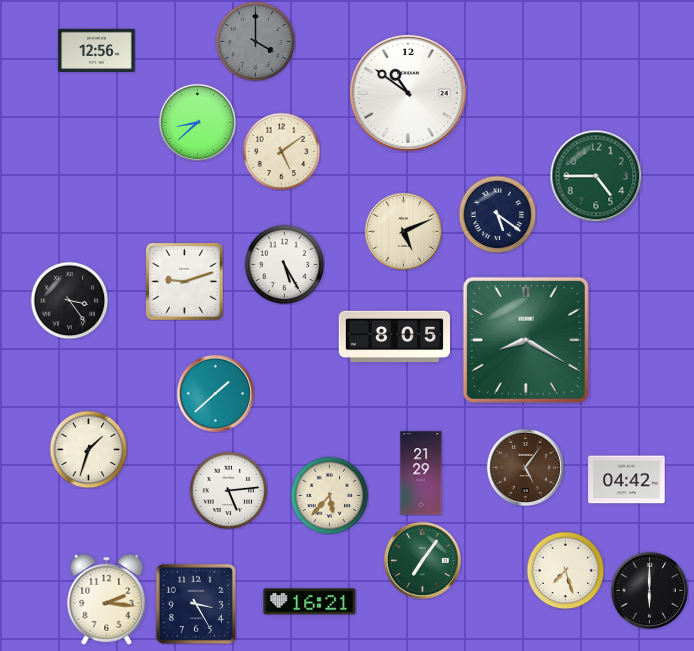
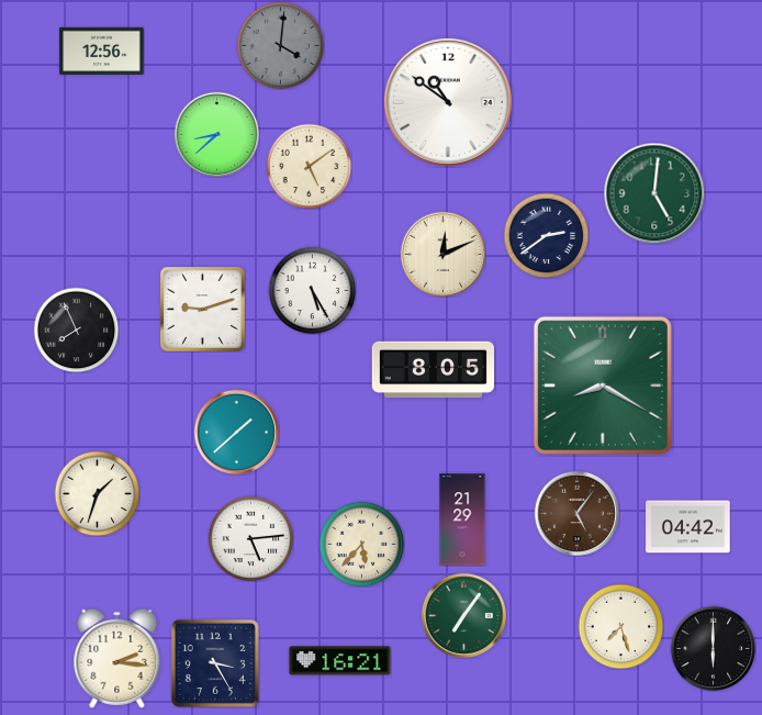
clock at (255, 41): 4:00 -> 4:01
clock at (97, 50) position: (97, 50) -> (102, 51)
clock at (596, 176): 4:45 -> 5:01
clock at (497, 214): 5:21 -> 2:39
clock at (403, 231): 5:11 -> 12:11
clock at (69, 300): 3:24 -> 7:56
clock at (526, 340) position: (526, 340) -> (603, 386)
